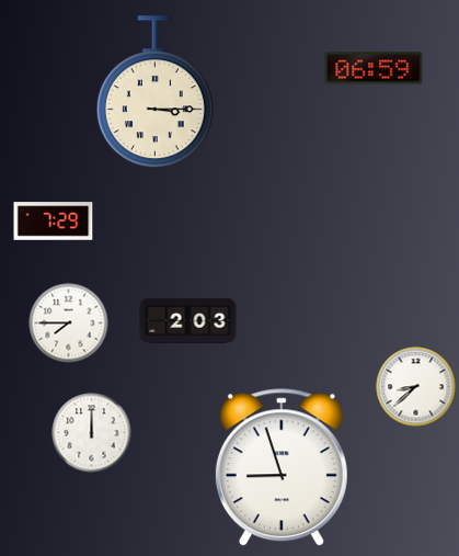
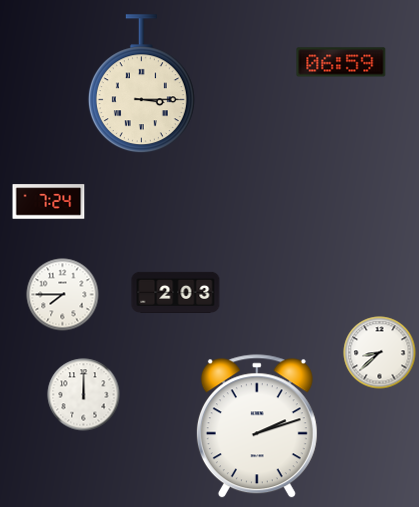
clock at (54, 222): 7:29 -> 7:24
clock at (188, 320) position: (188, 320) -> (176, 292)
clock at (282, 468): 8:57 -> 2:12
